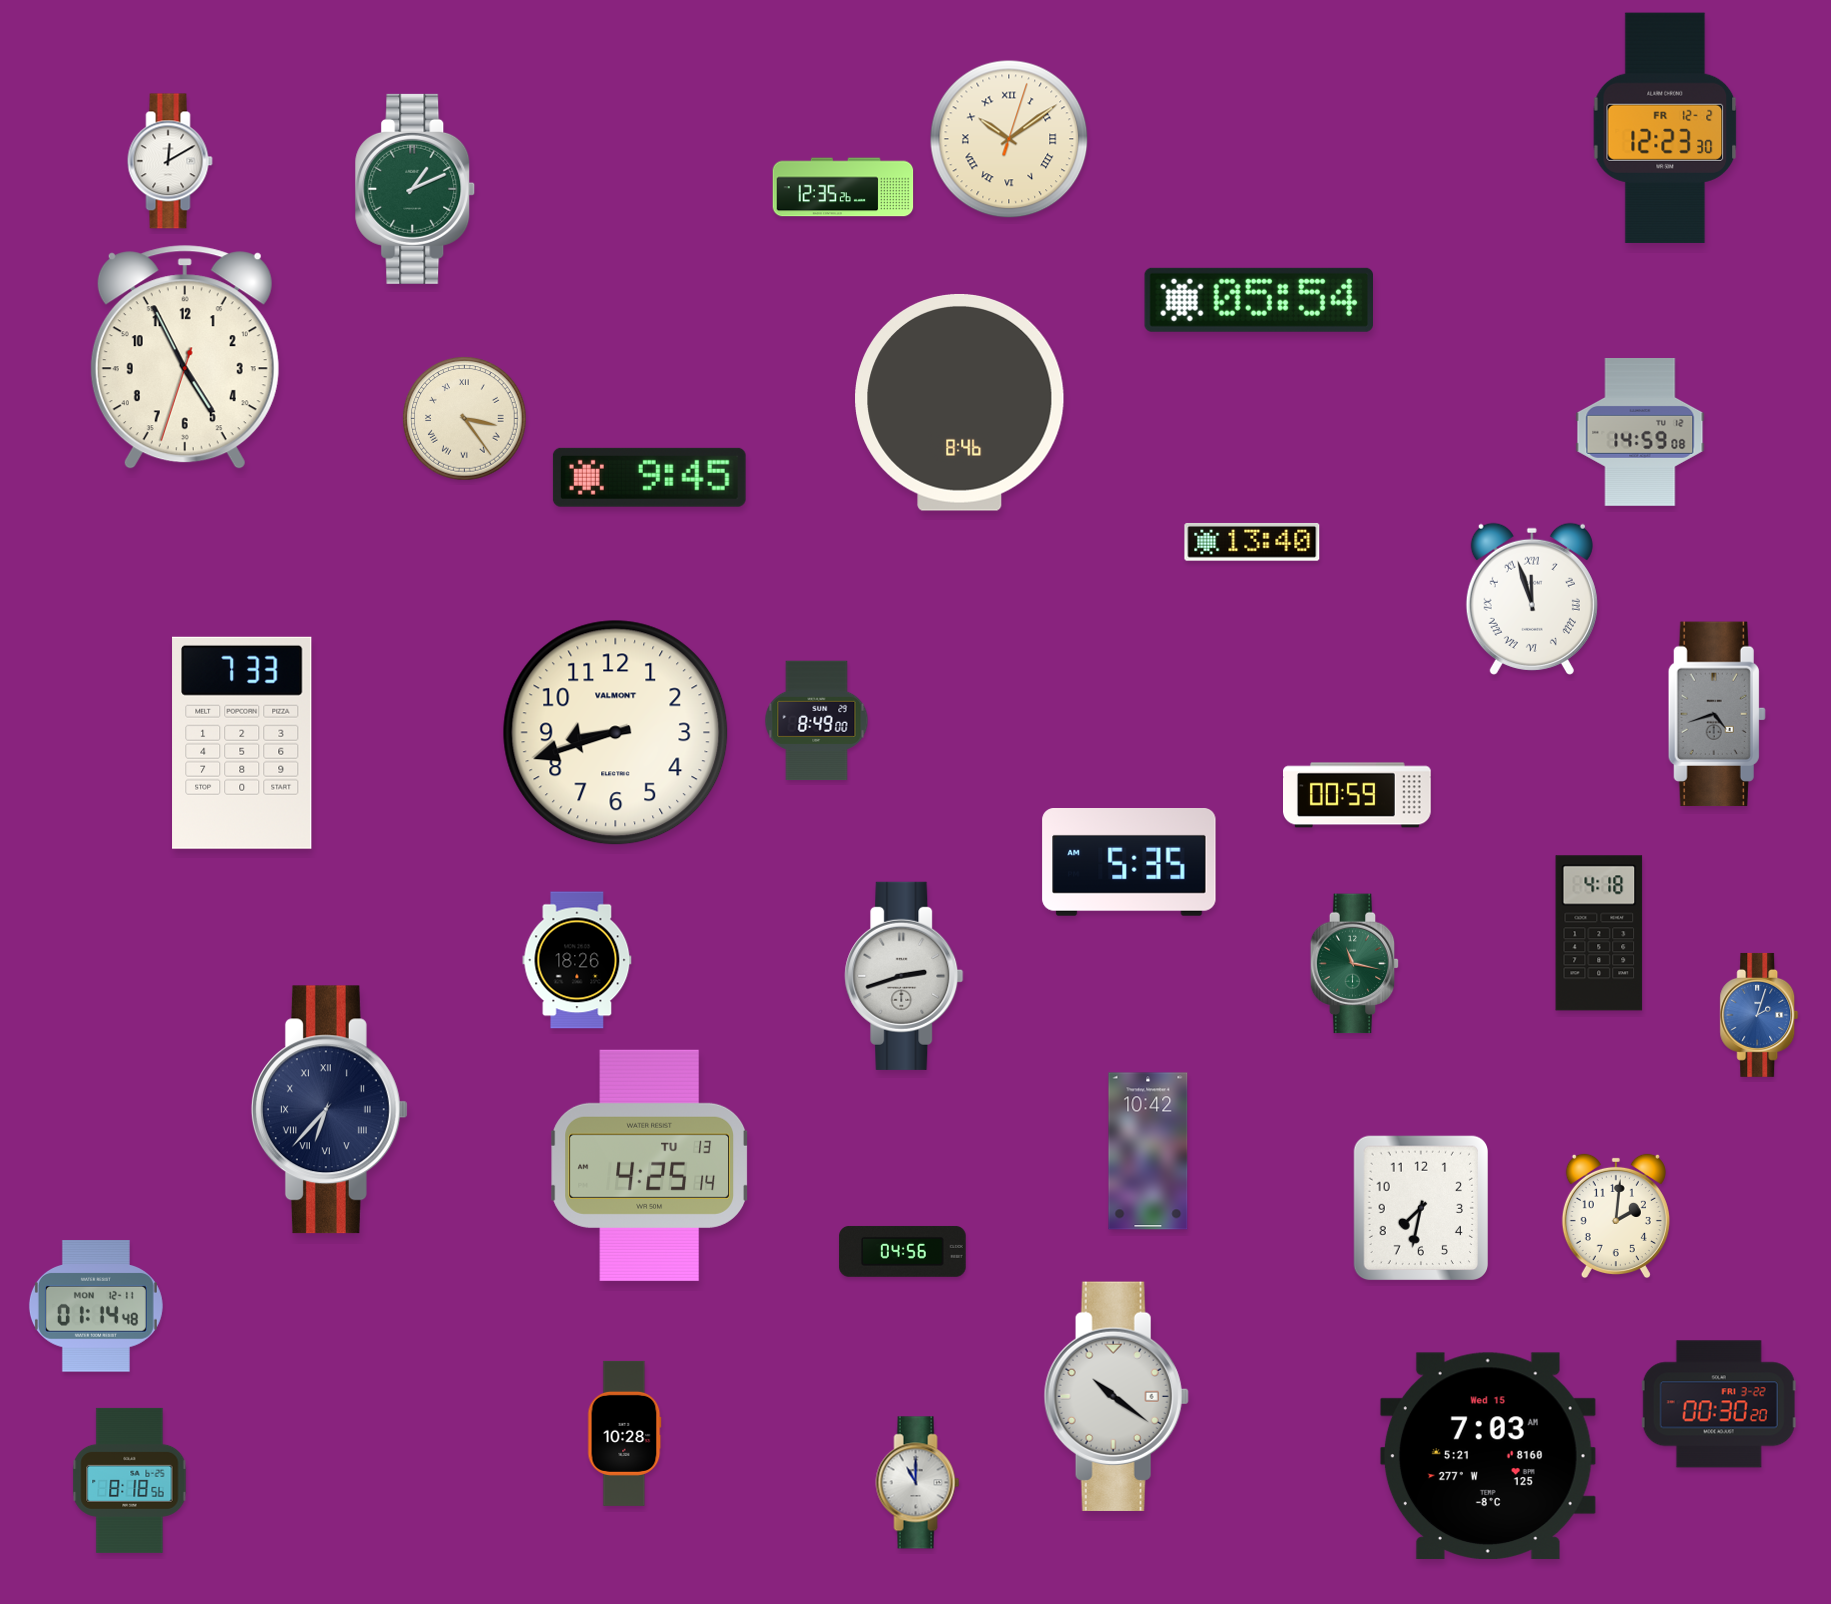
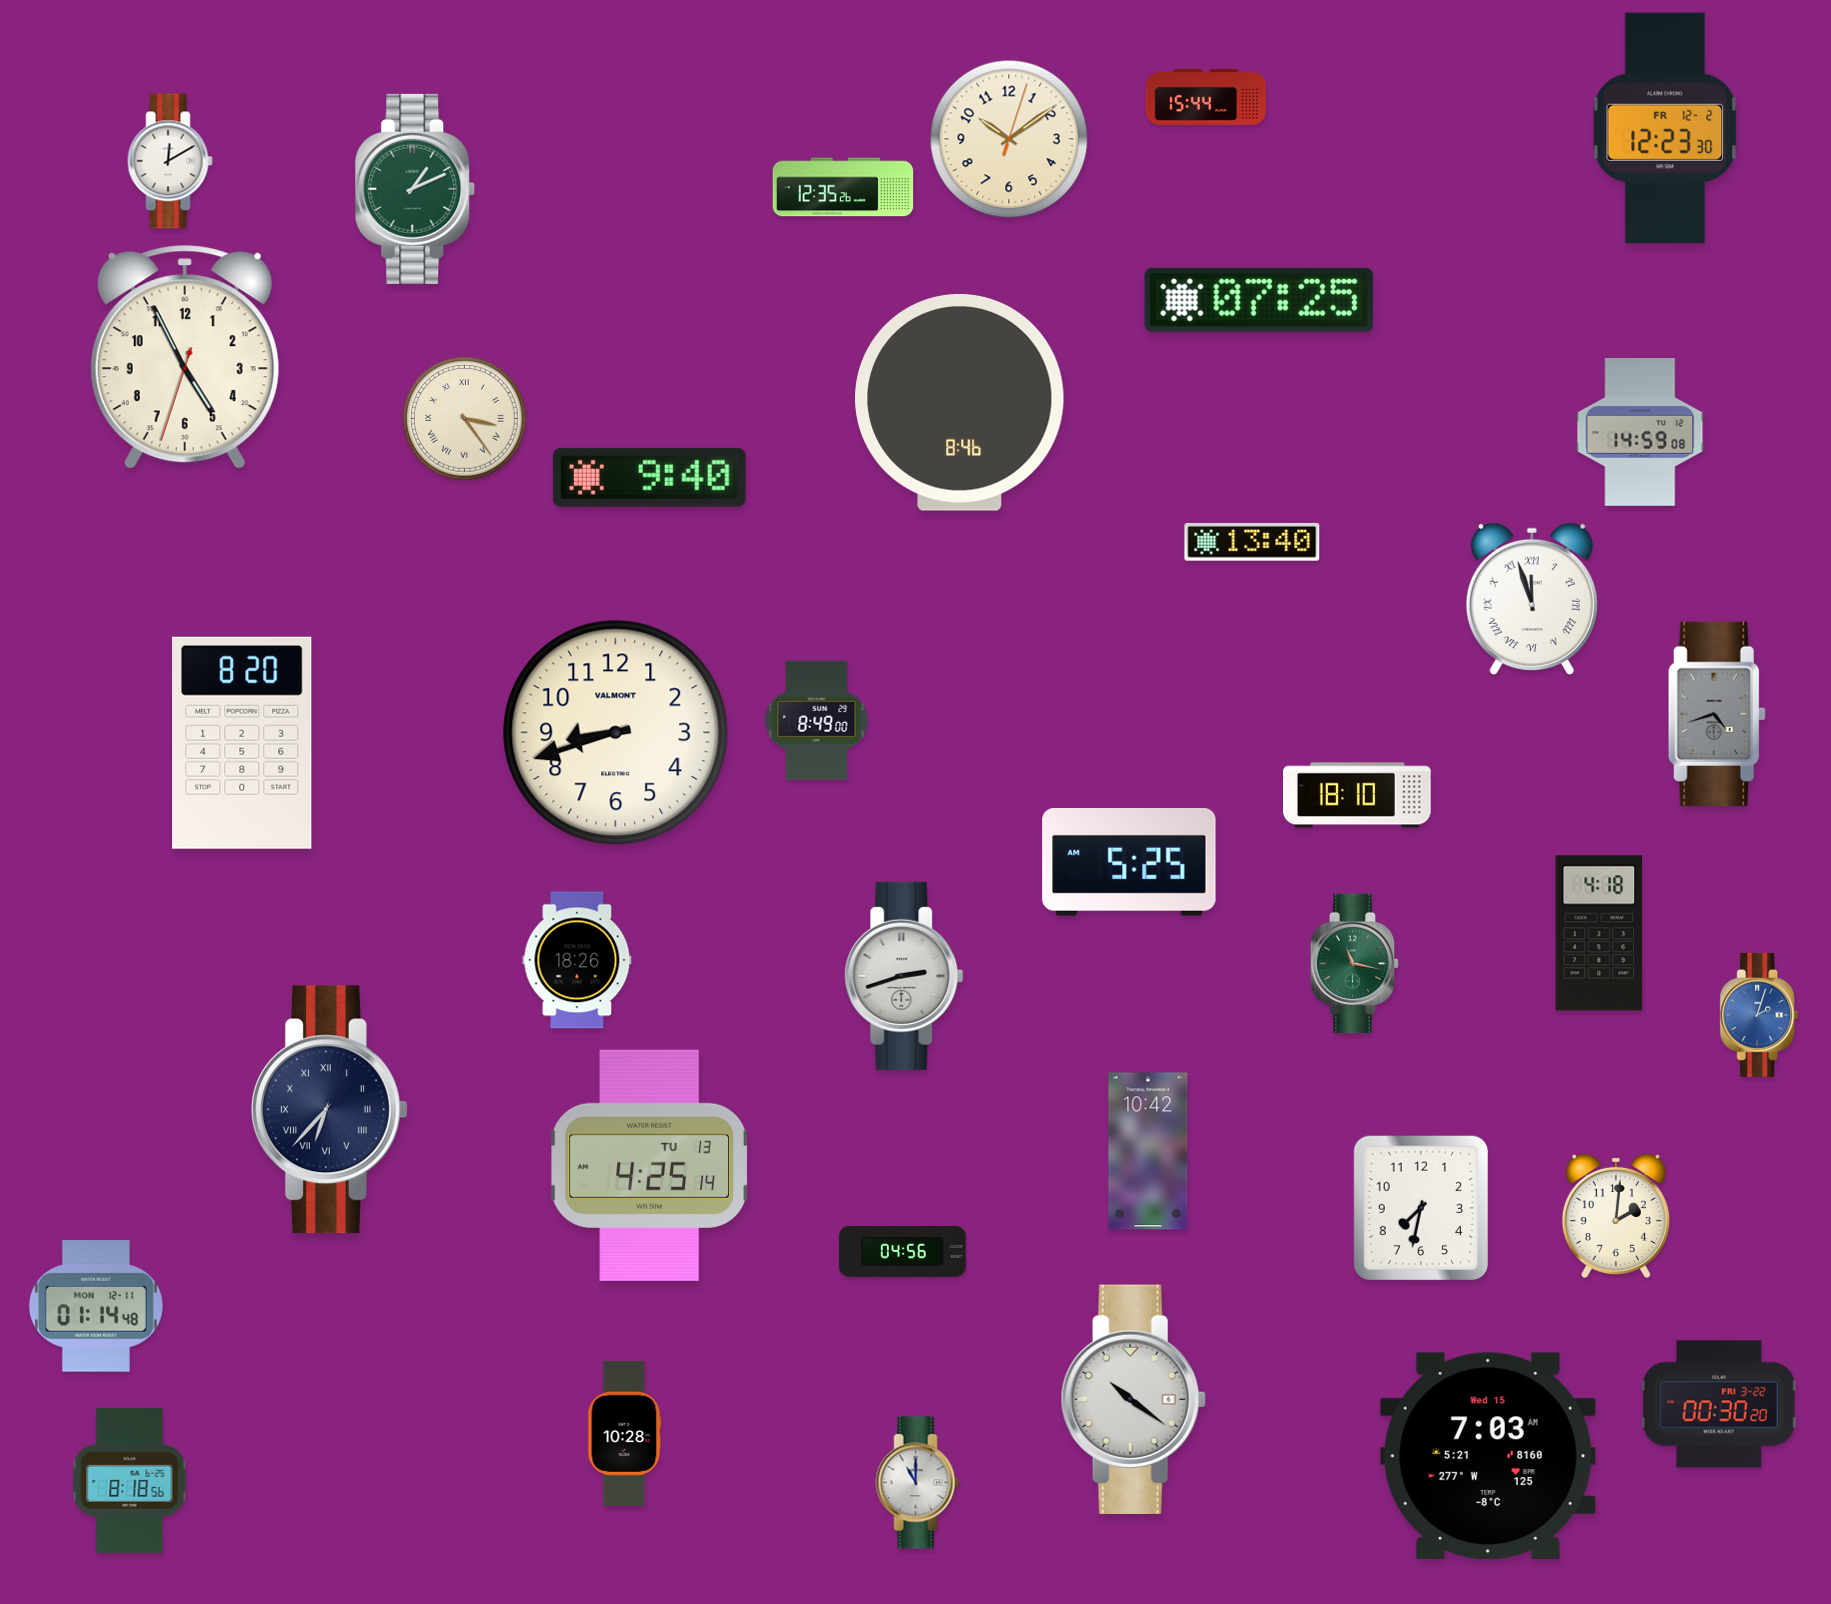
clock at (1206, 97): none -> 15:44
clock at (1009, 139) numerals: Roman -> Arabic
clock at (1258, 300): 05:54 -> 07:25
clock at (649, 477): 9:45 -> 9:40
clock at (242, 743): 7:33 -> 8:20
clock at (1358, 795): 00:59 -> 18:10
clock at (1129, 863): 5:35 -> 5:25
clock at (1116, 1396) position: (1116, 1396) -> (1133, 1399)
